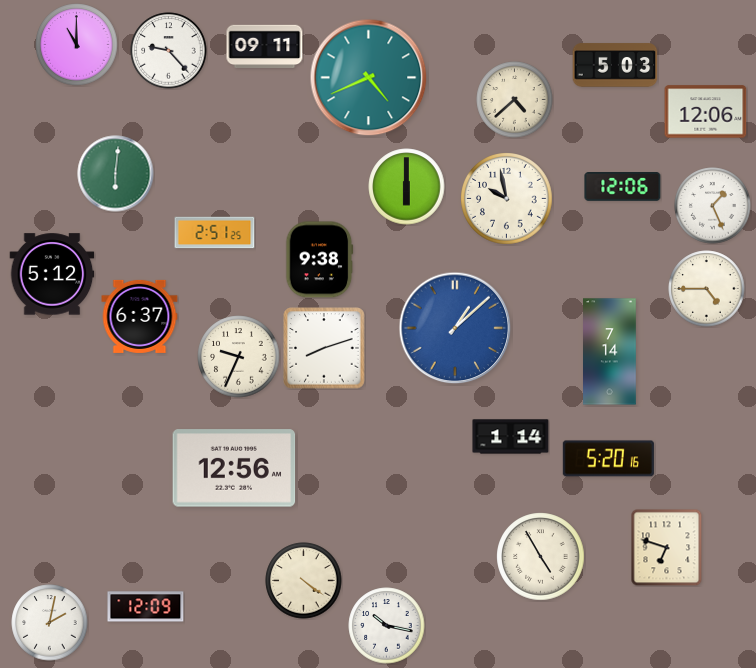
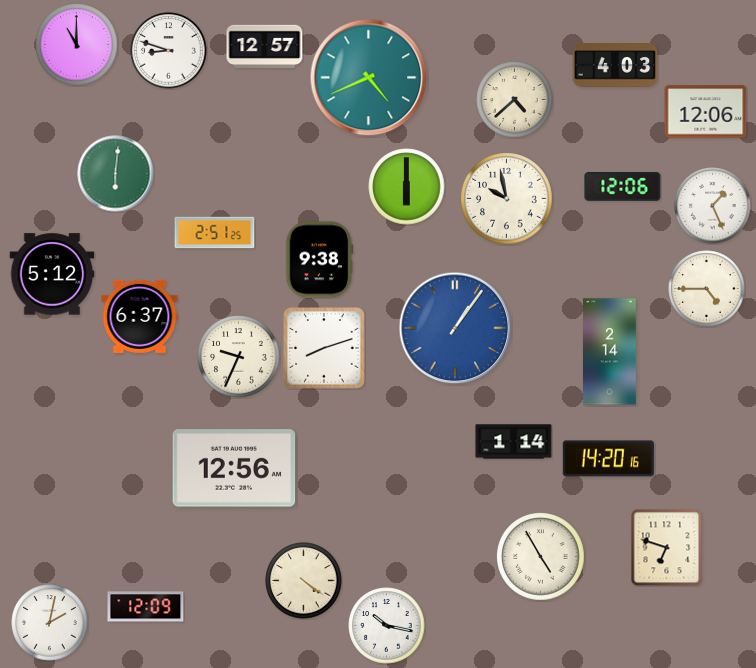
clock at (265, 46): 09:11 -> 12:57
clock at (169, 51): 9:23 -> 8:48
clock at (615, 65): 5:03 -> 4:03
clock at (455, 328): 1:08 -> 1:06
clock at (610, 352): 7:14 -> 2:14
clock at (511, 437) position: (511, 437) -> (514, 442)
clock at (608, 459): 5:20 -> 14:20
